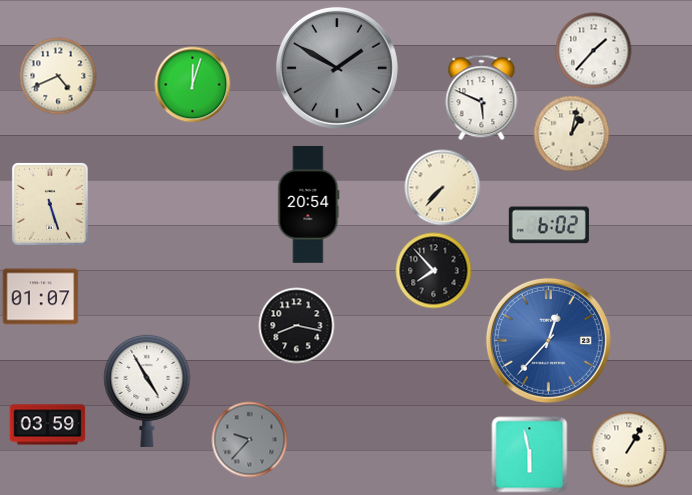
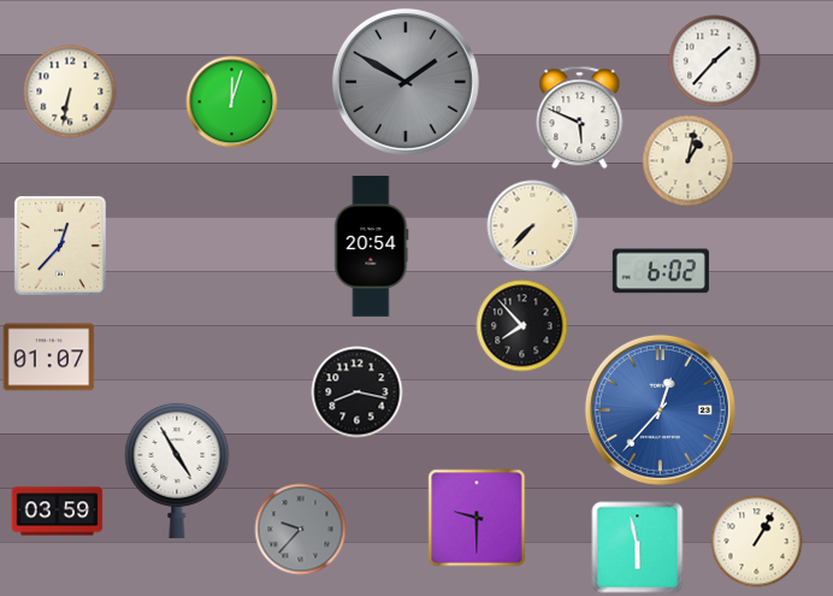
clock at (58, 76): 4:41 -> 6:32
clock at (50, 204): 5:27 -> 12:37
clock at (477, 518): none -> 9:30
